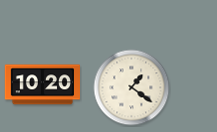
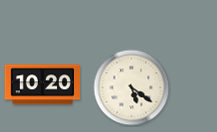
clock at (132, 88): 1:21 -> 5:21
